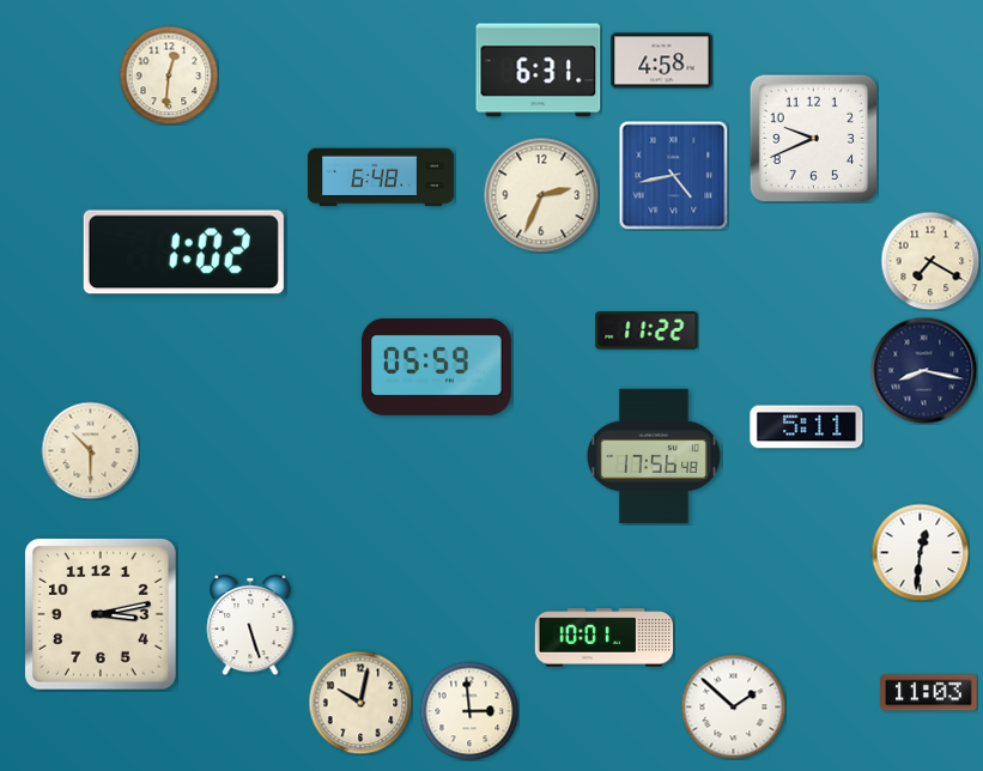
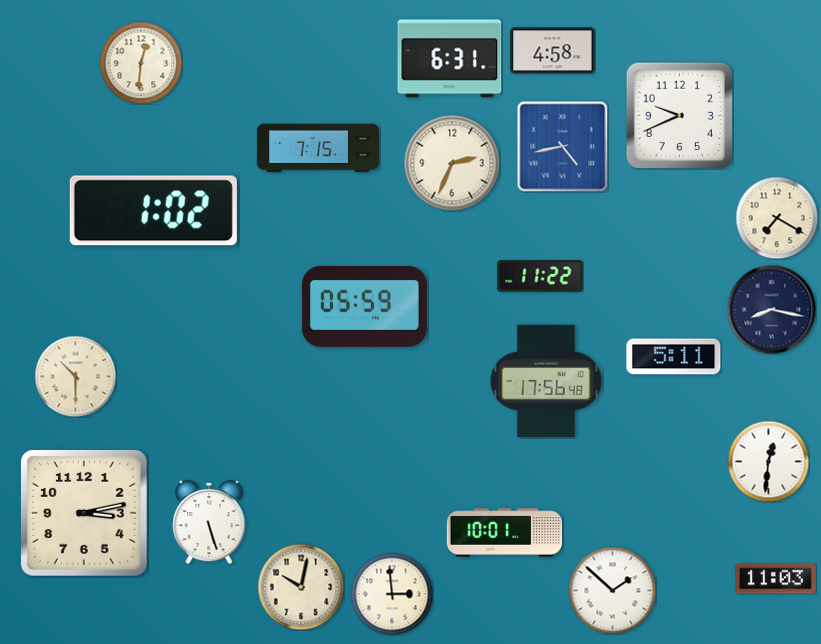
clock at (381, 177): 6:48 -> 7:15
